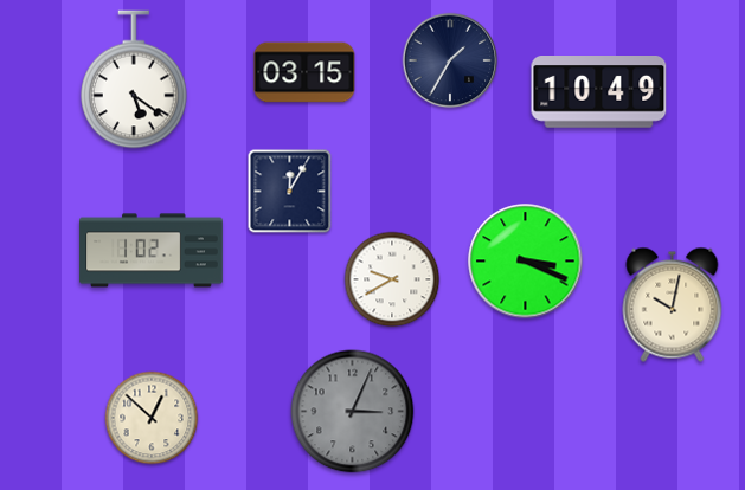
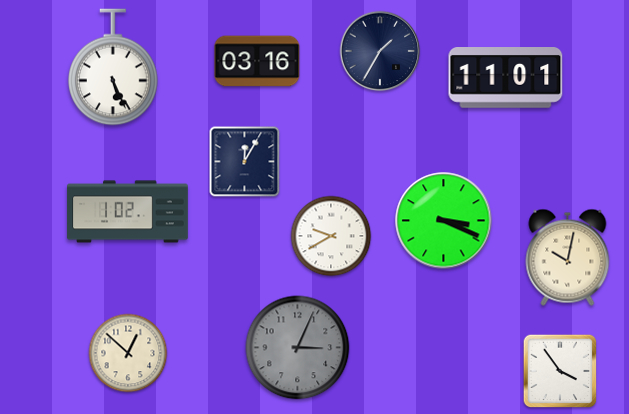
clock at (304, 72): 03:15 -> 03:16
clock at (135, 79): 5:21 -> 5:26
clock at (599, 92): 10:49 -> 11:01
clock at (560, 371): none -> 3:54
